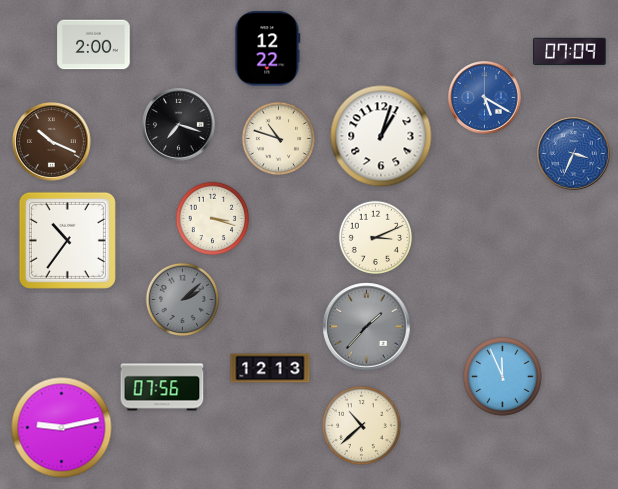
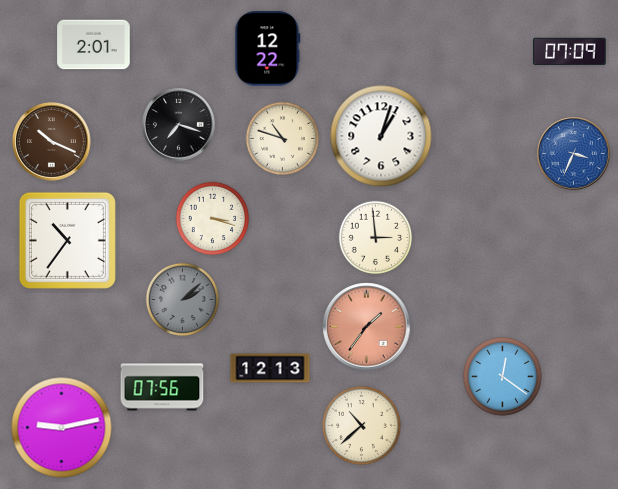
clock at (94, 45): 2:00 -> 2:01
clock at (485, 98): 5:20 -> none
clock at (278, 138) position: (278, 138) -> (282, 138)
clock at (375, 237): 3:11 -> 2:59
clock at (367, 327): 1:37 -> 1:36
clock at (367, 327) dial: grey -> salmon
clock at (502, 376): 11:56 -> 12:21
